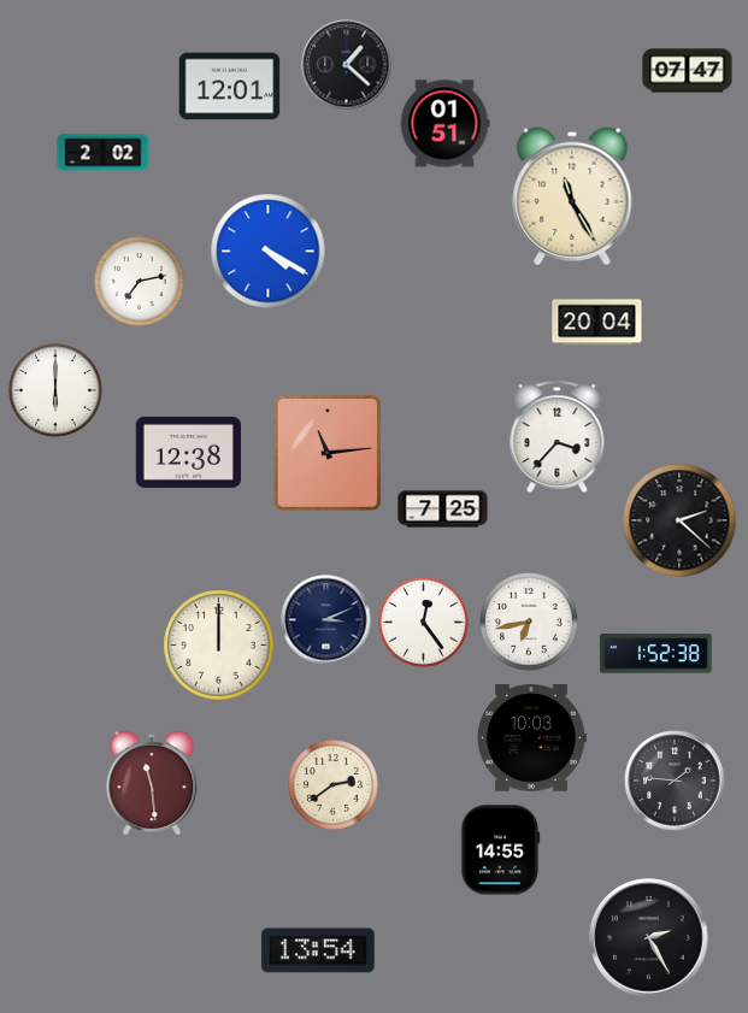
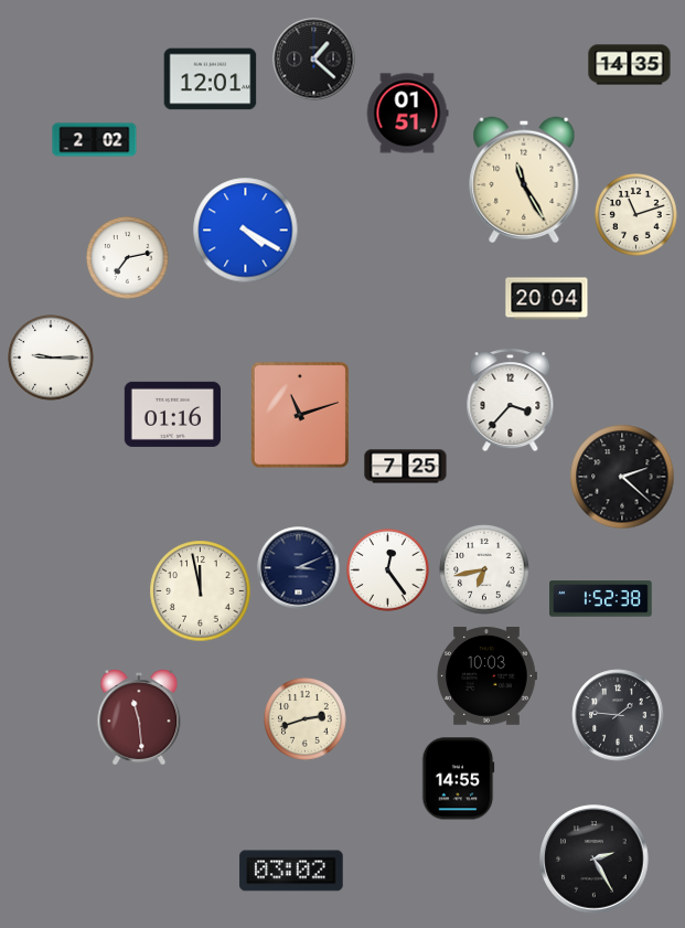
clock at (347, 65) position: (347, 65) -> (314, 60)
clock at (688, 71): 07:47 -> 14:35
clock at (636, 215): none -> 11:12
clock at (597, 323) position: (597, 323) -> (547, 299)
clock at (55, 390): 6:00 -> 9:15
clock at (188, 452): 12:38 -> 01:16
clock at (328, 453): 11:14 -> 11:12
clock at (219, 646): 12:00 -> 11:58
clock at (334, 785): 2:39 -> 2:42
clock at (318, 950): 13:54 -> 03:02
